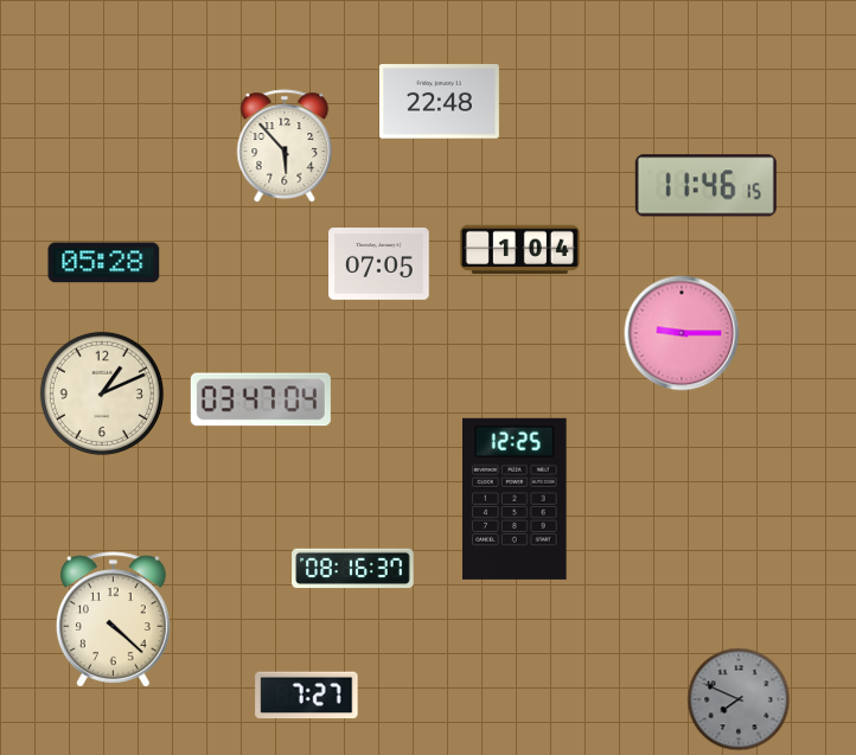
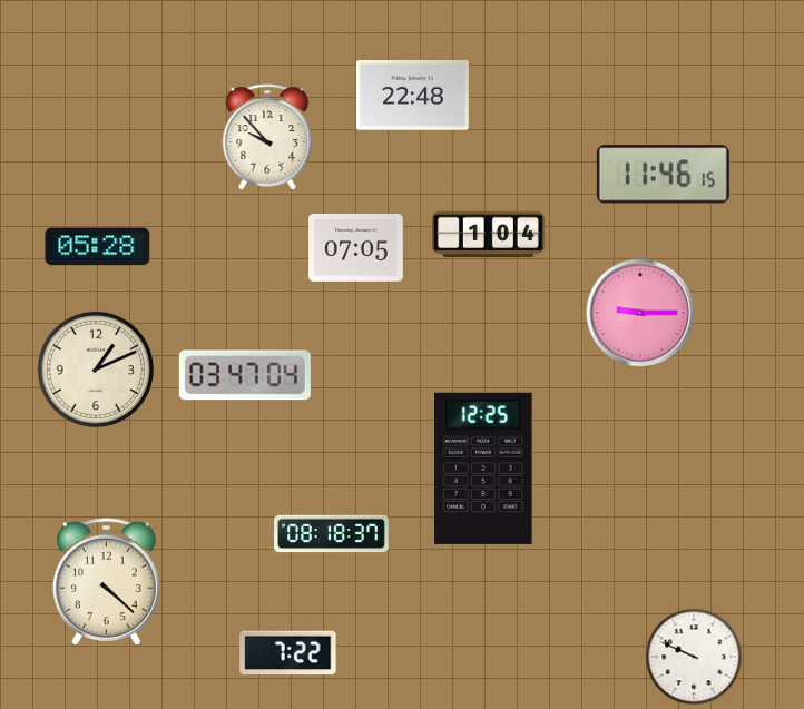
clock at (285, 146): 5:53 -> 9:53
clock at (353, 569): 08:16 -> 08:18
clock at (307, 696): 7:27 -> 7:22
clock at (739, 699): 7:49 -> 9:49
clock at (739, 699) dial: grey -> white
